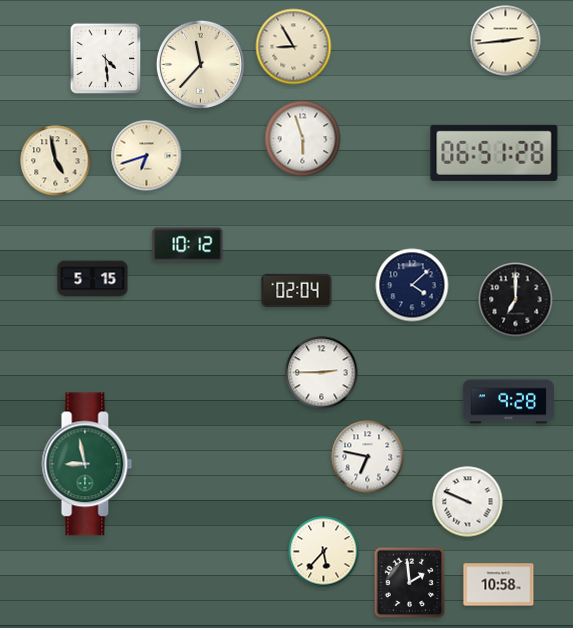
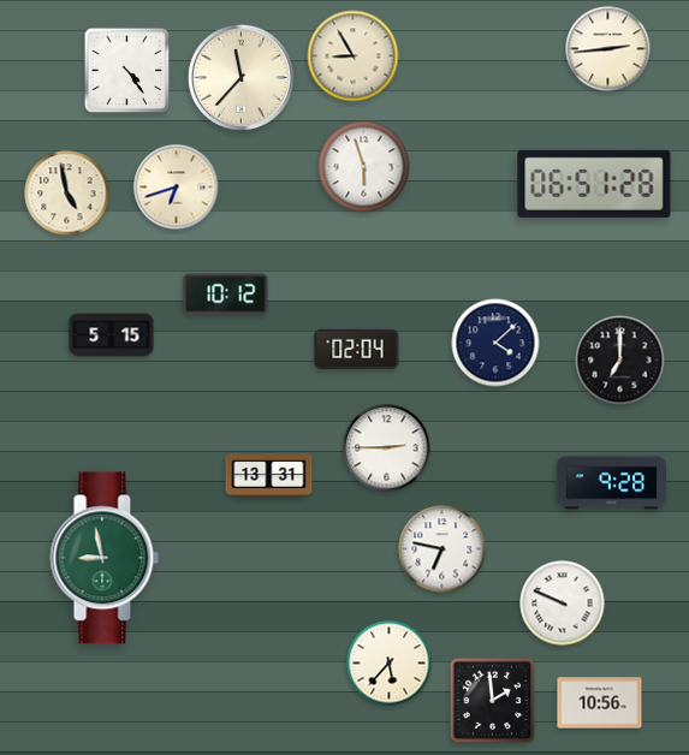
clock at (106, 59): 4:29 -> 4:24
clock at (269, 476): none -> 13:31
clock at (499, 585): 10:58 -> 10:56
